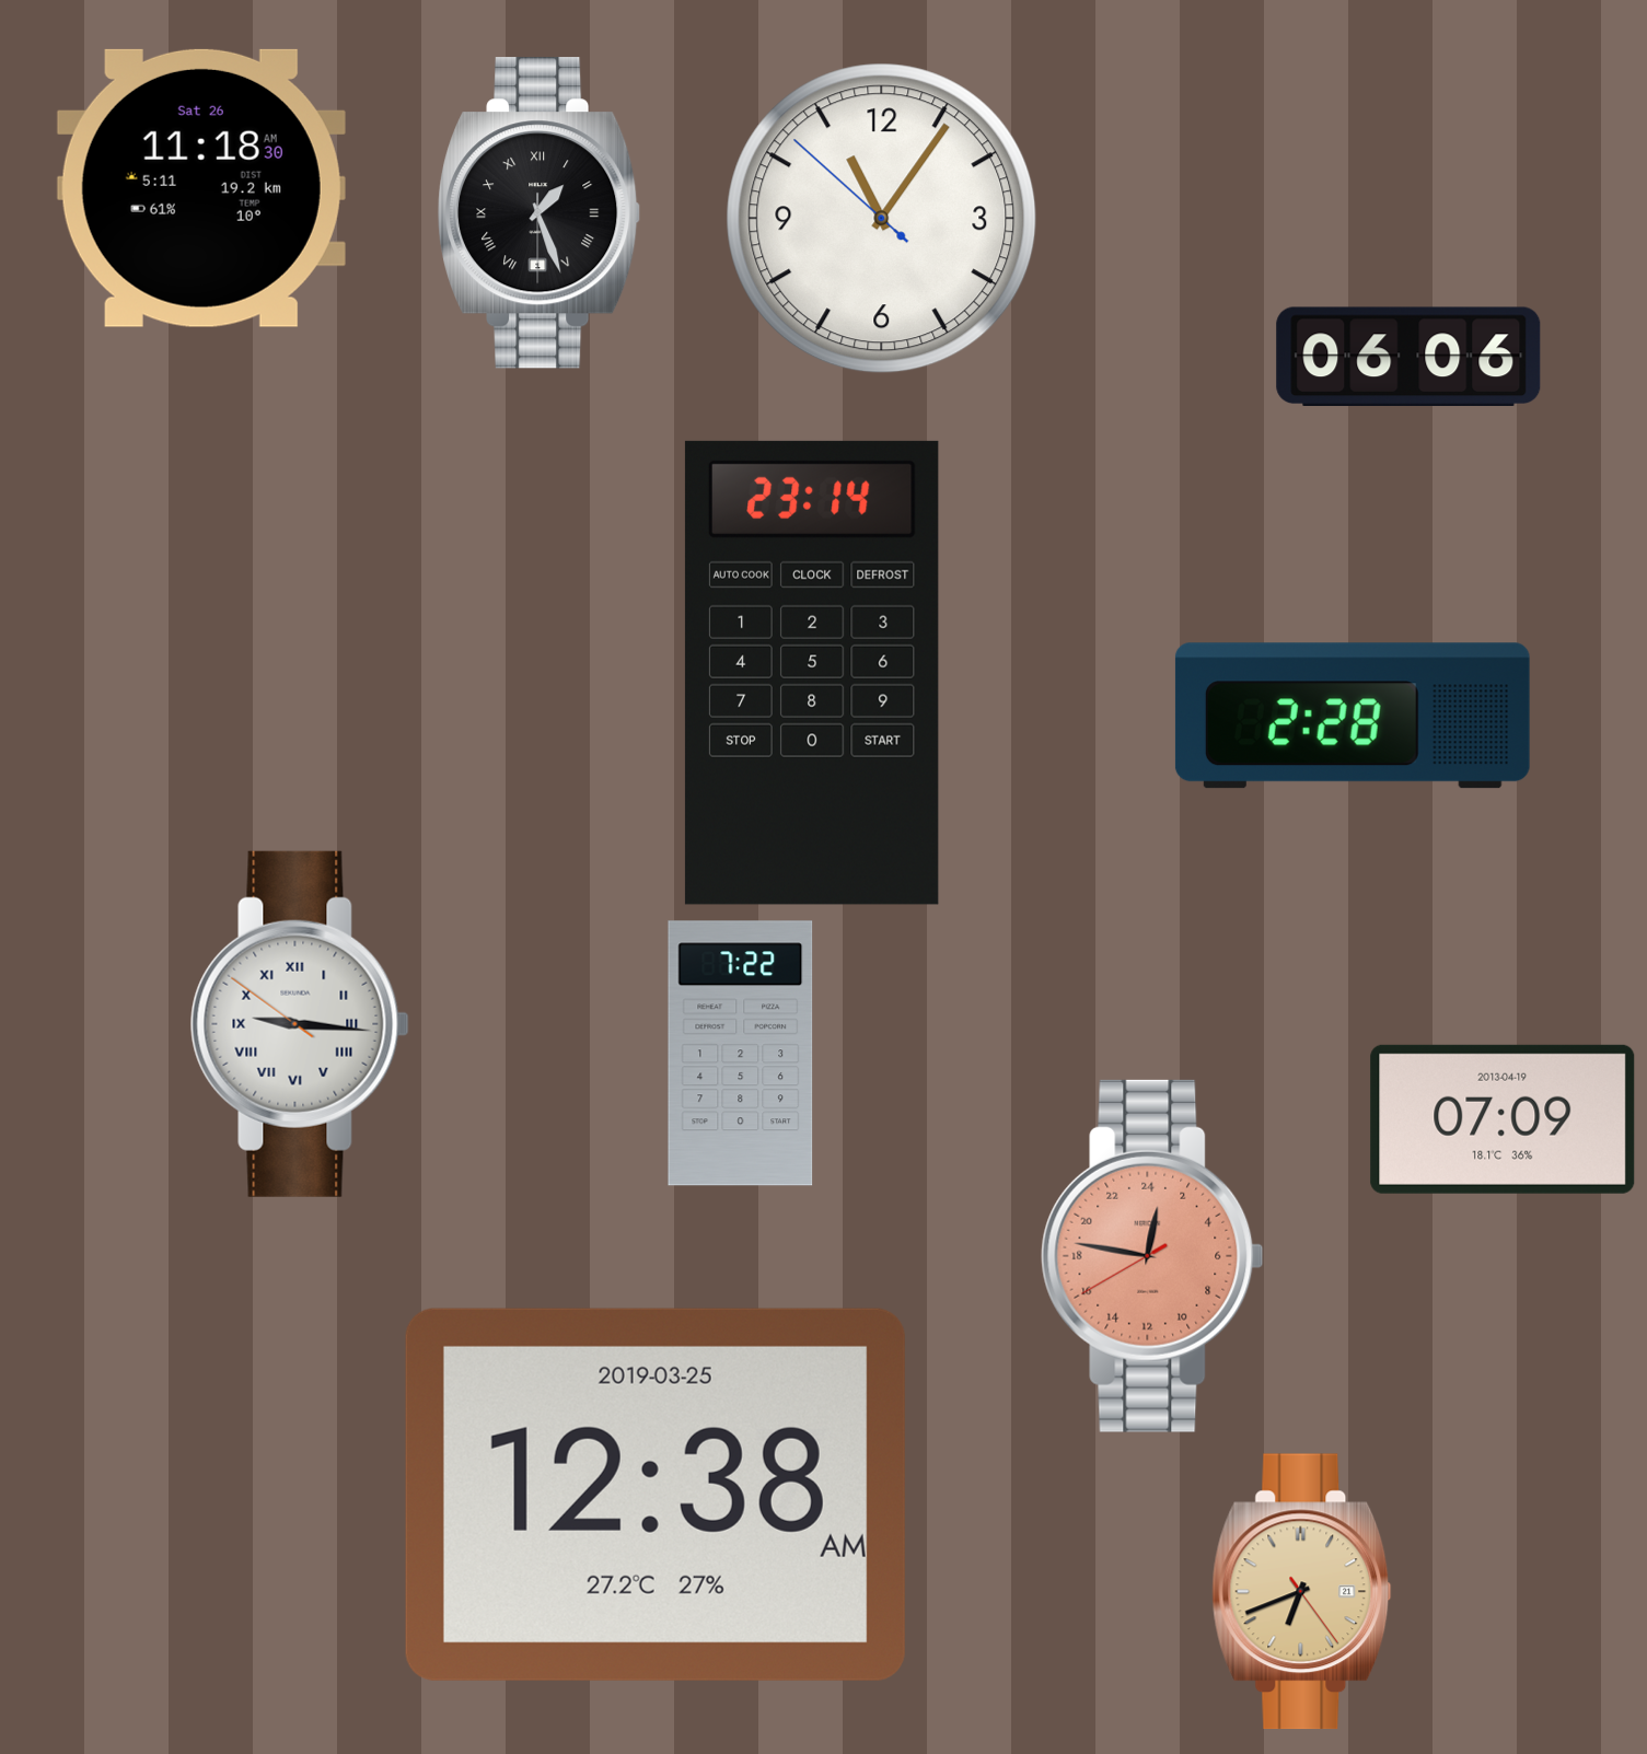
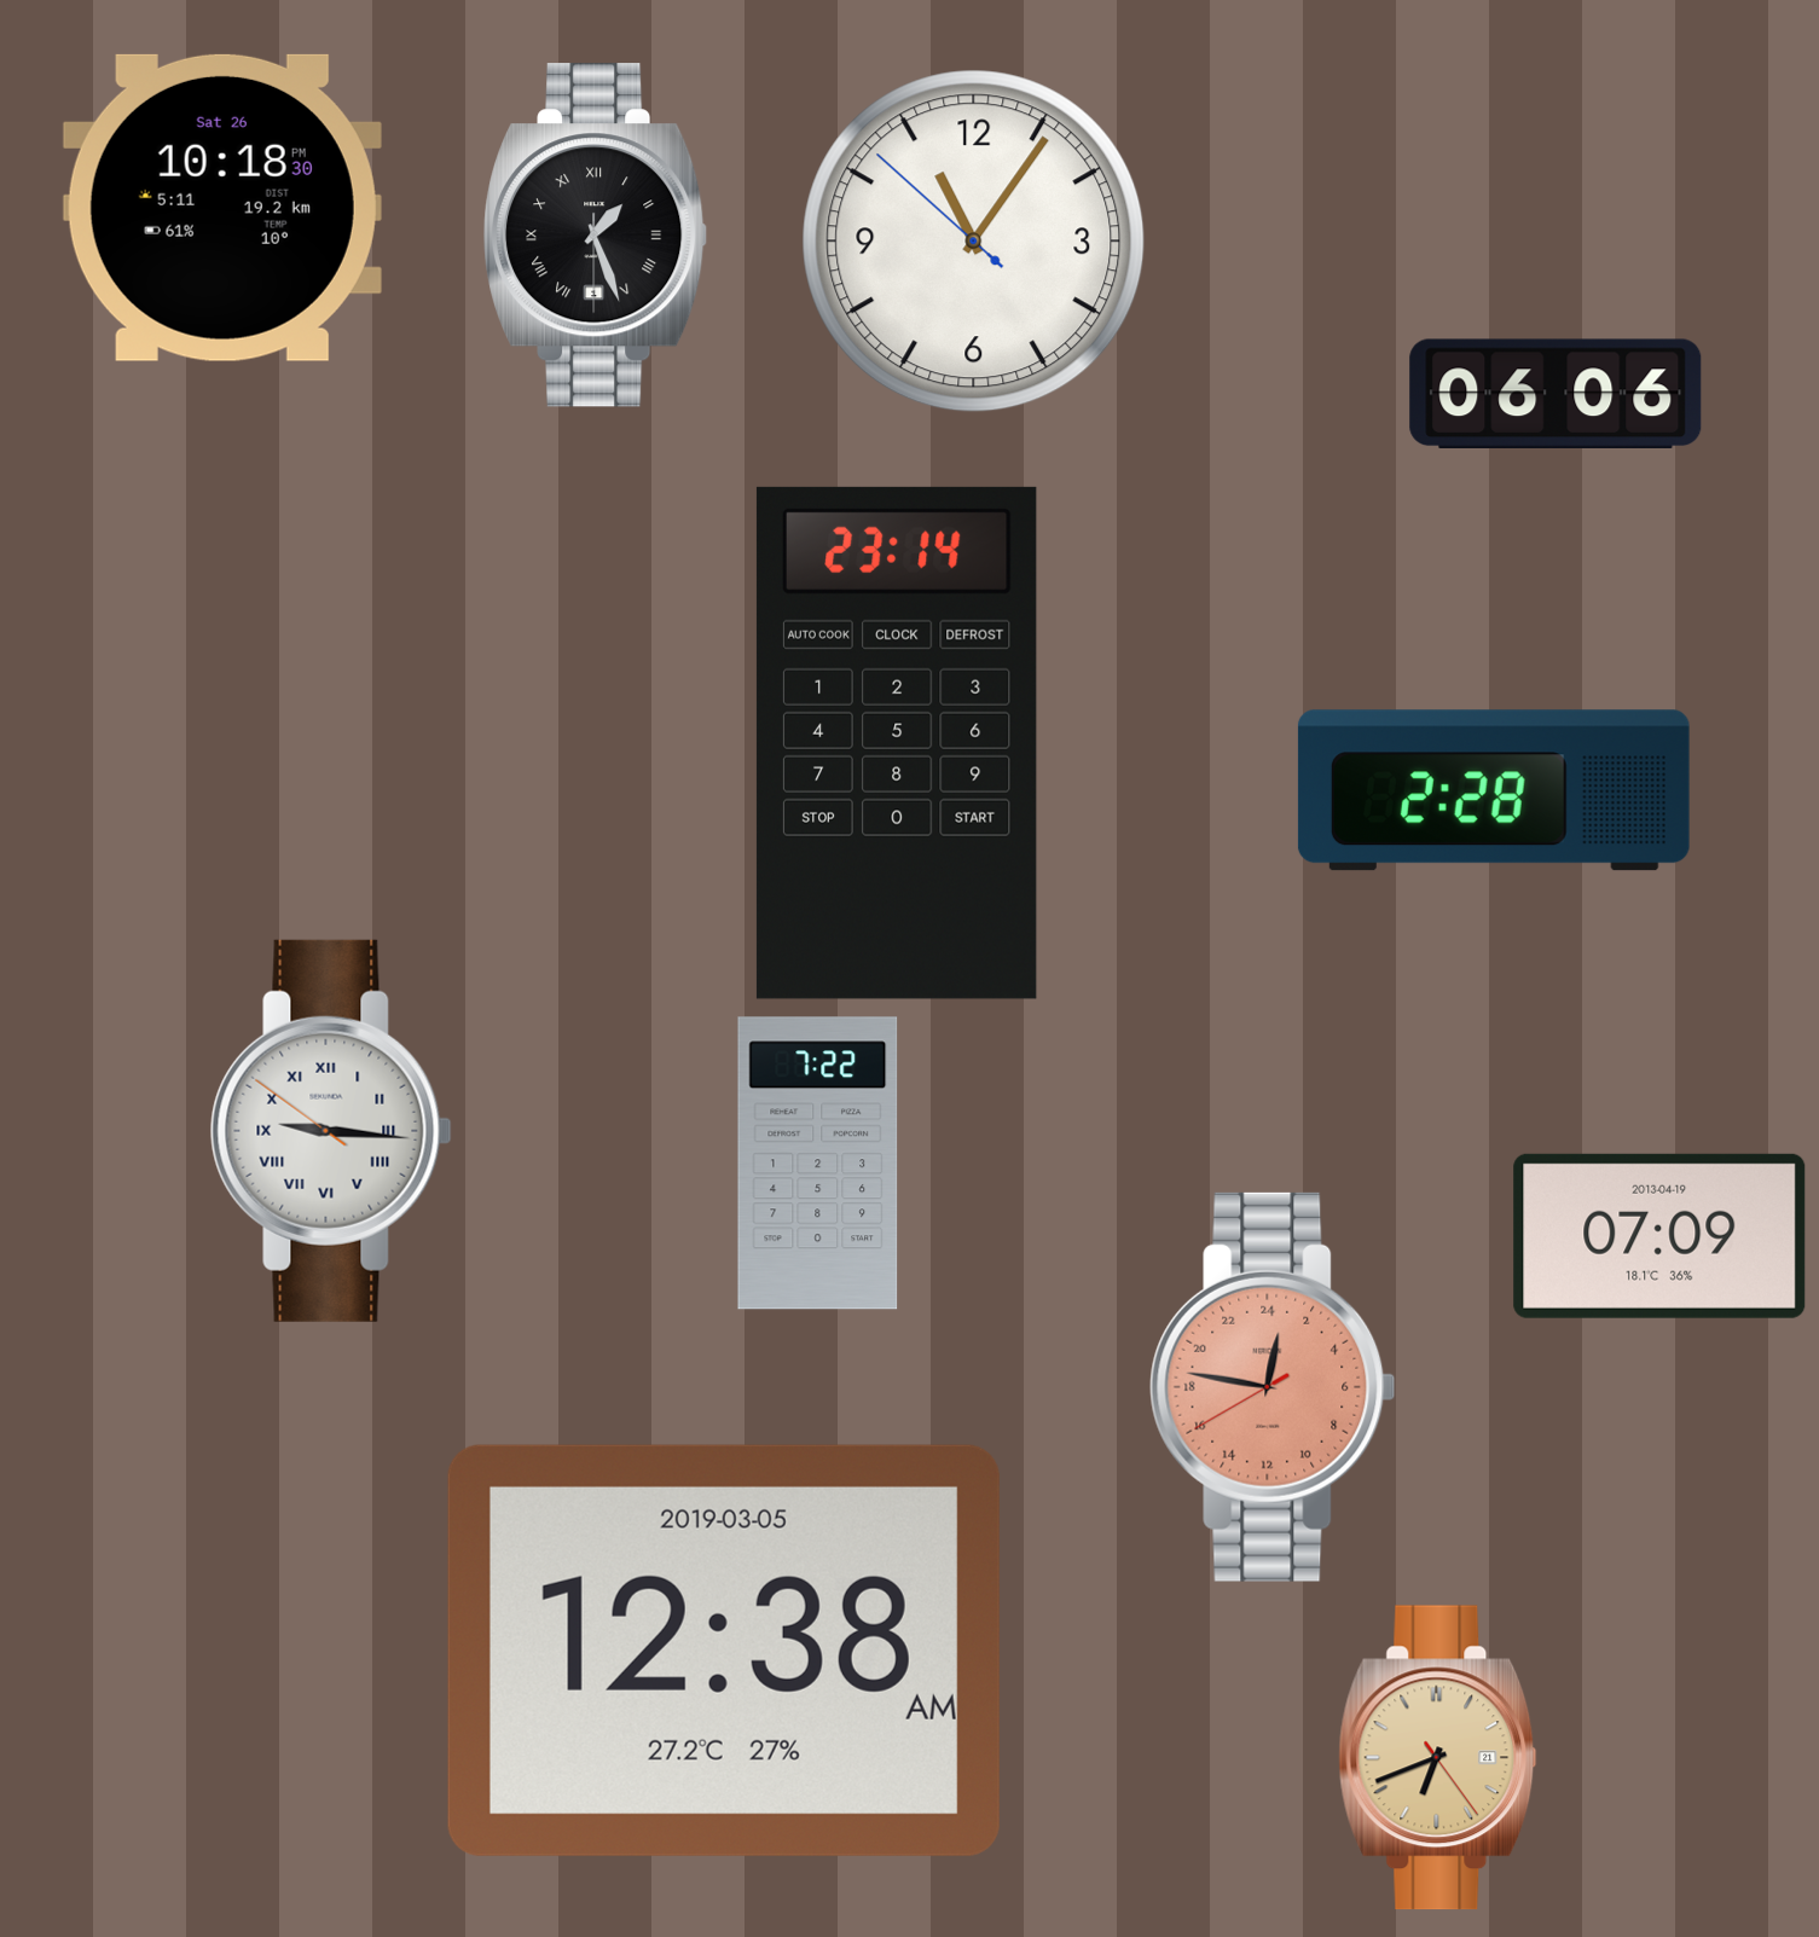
clock at (201, 188): 11:18 -> 10:18
clock at (656, 1495) date: 2019-03-25 -> 2019-03-05
